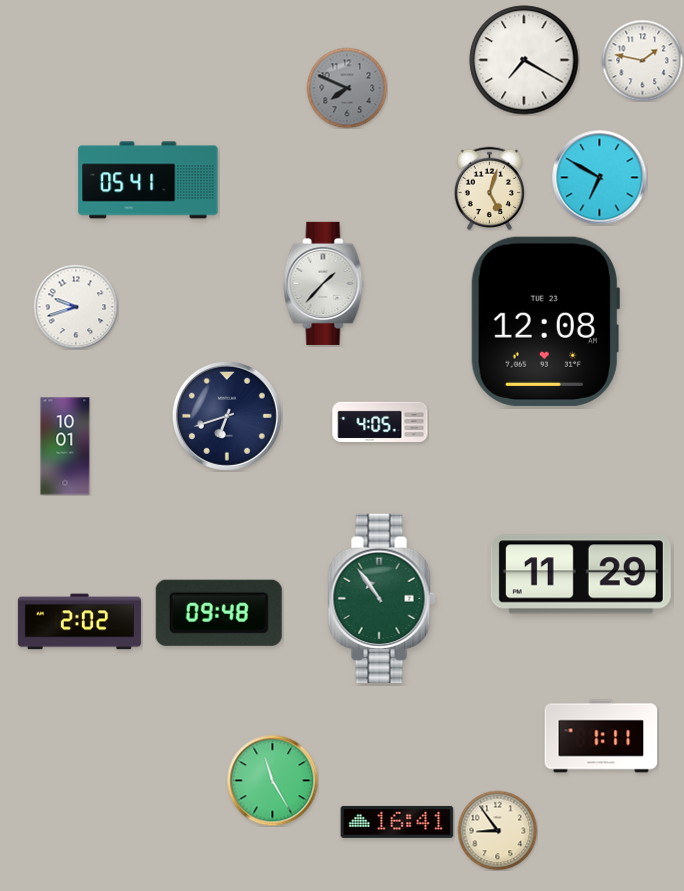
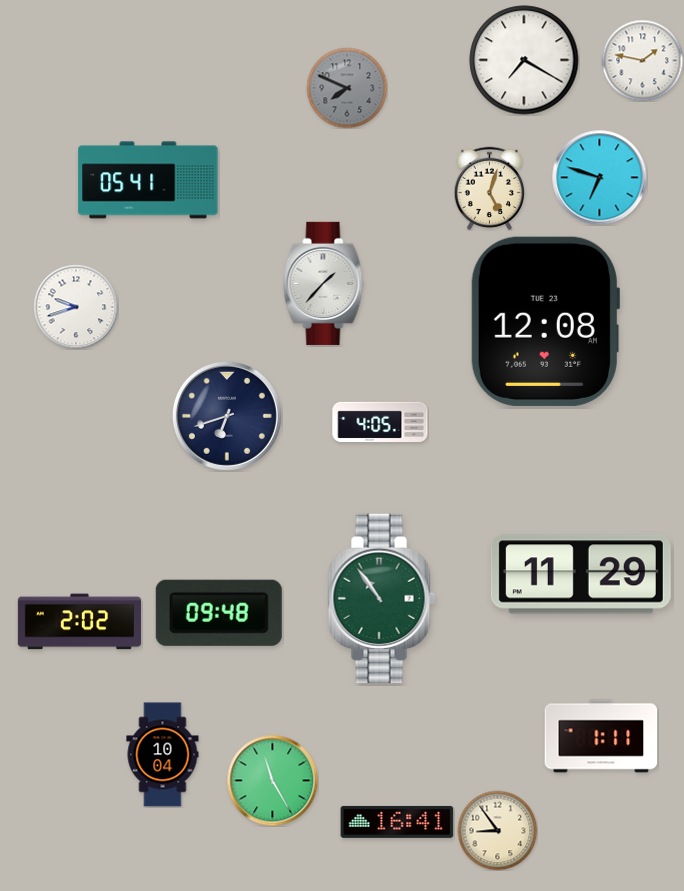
clock at (599, 177): 6:50 -> 6:48
clock at (65, 446): 10:01 -> none
clock at (163, 755): none -> 10:04
